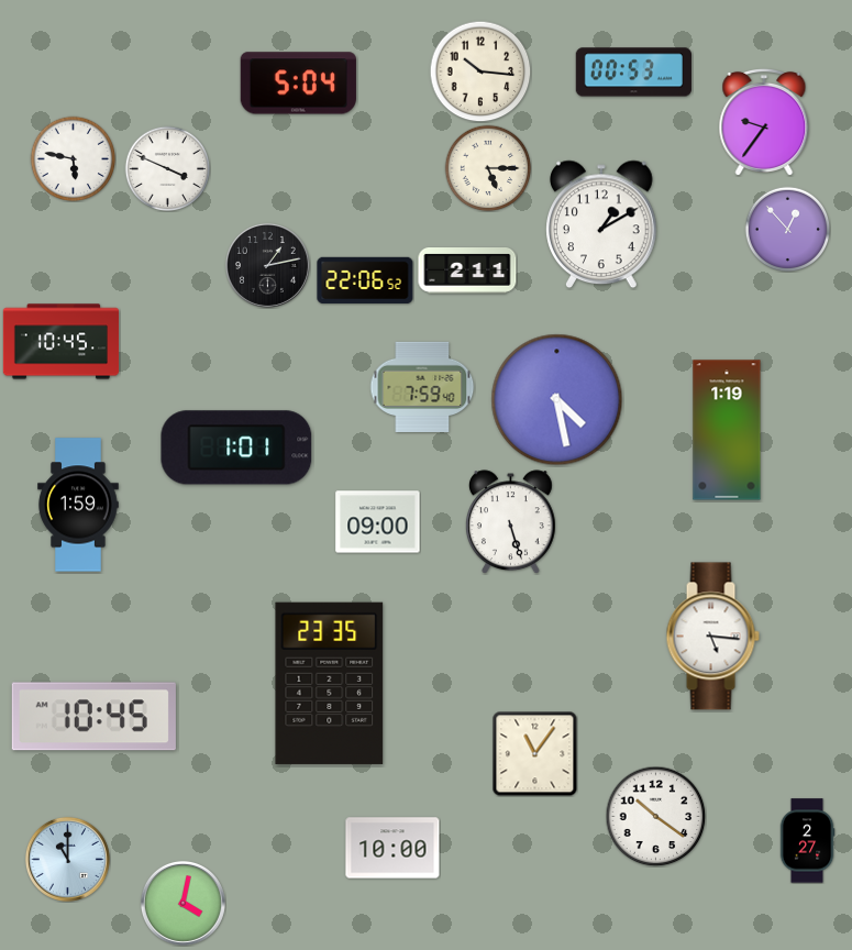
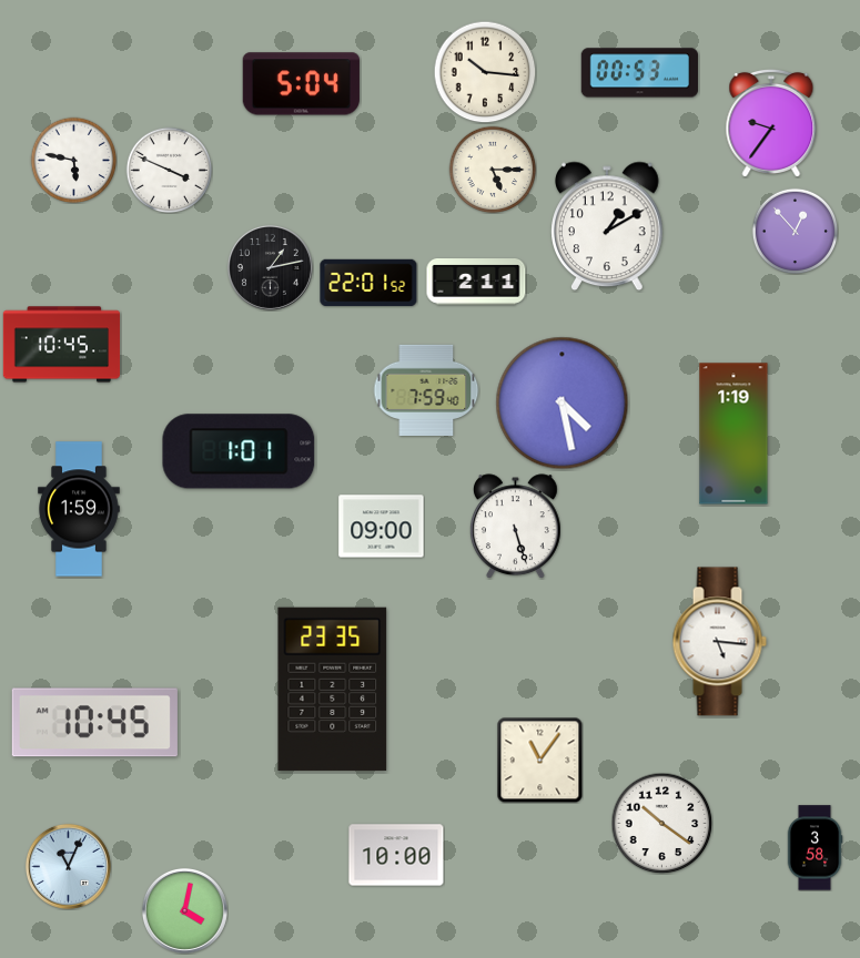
clock at (467, 272) position: (467, 272) -> (476, 283)
clock at (365, 280): 22:06 -> 22:01
clock at (807, 841): 2:27 -> 3:58
clock at (67, 859): 11:00 -> 11:04
